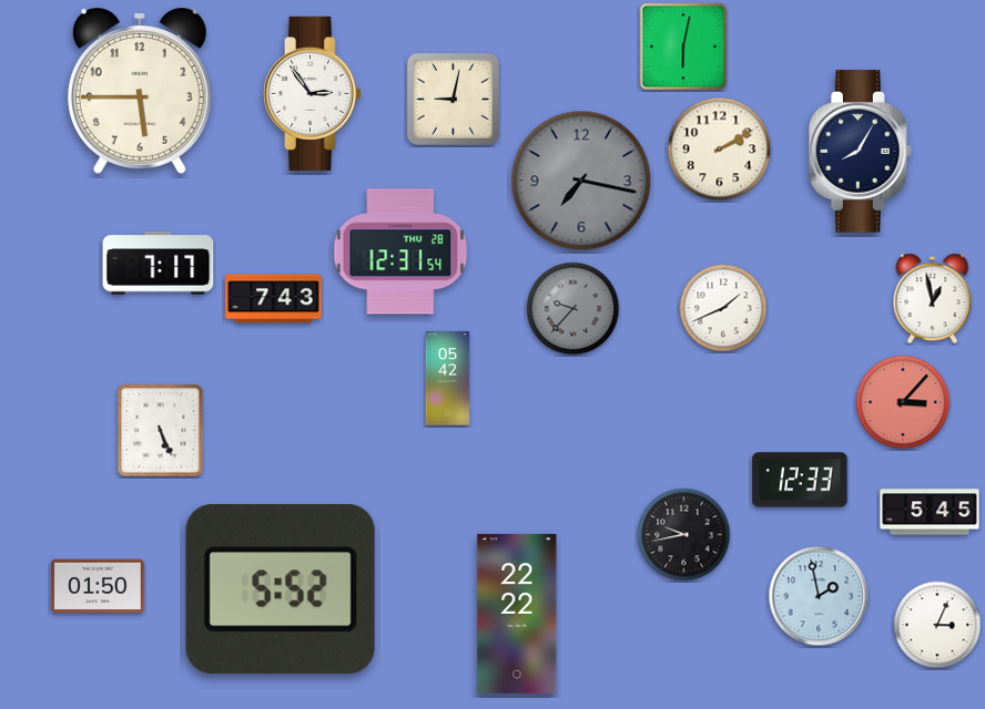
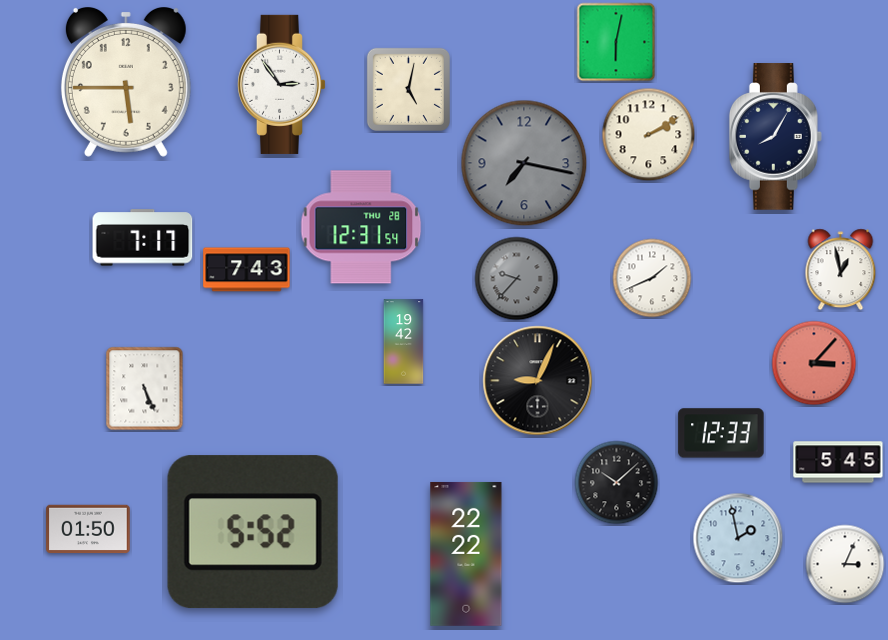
clock at (453, 99): 9:02 -> 5:02
clock at (448, 379): 05:42 -> 19:42
clock at (538, 381): none -> 9:04
clock at (684, 535): 9:43 -> 10:08
